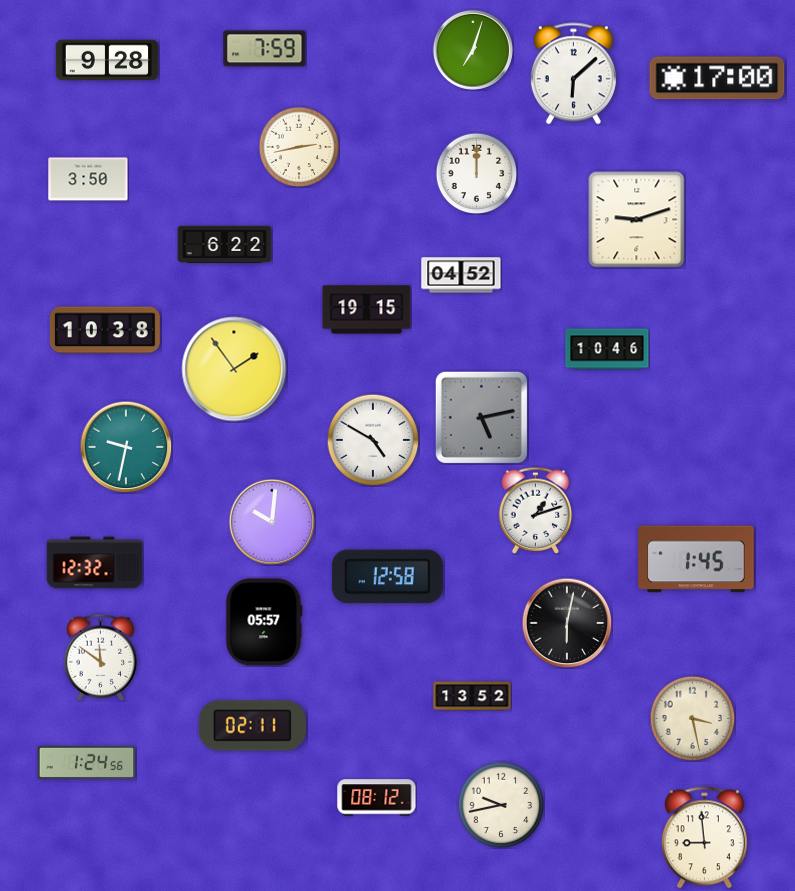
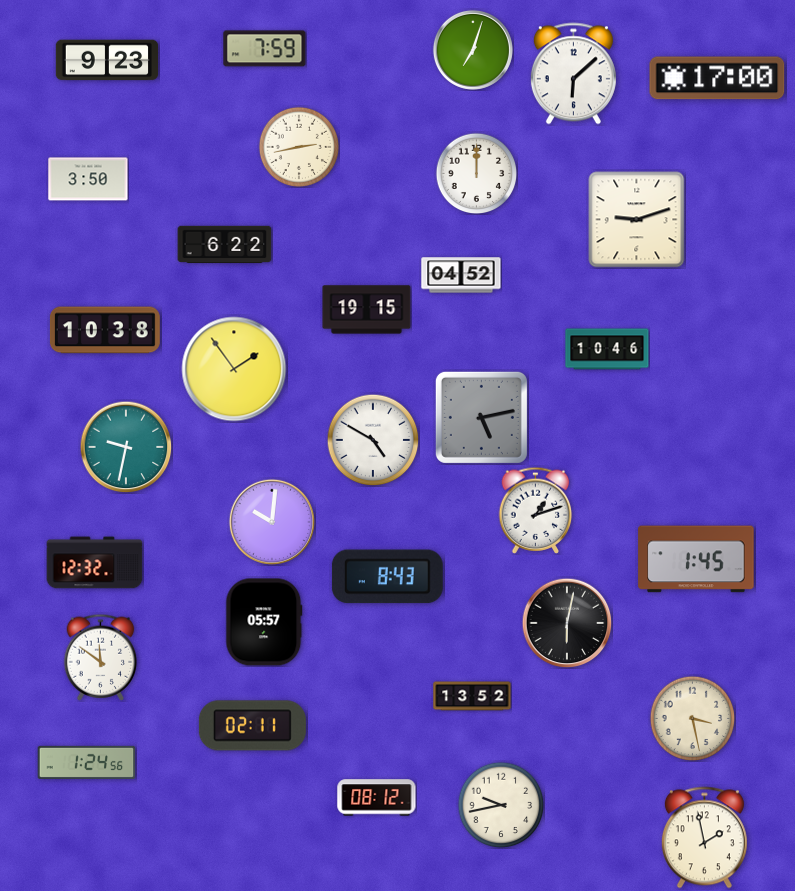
clock at (107, 60): 9:28 -> 9:23
clock at (387, 577): 12:58 -> 8:43
clock at (704, 838): 8:59 -> 1:58
